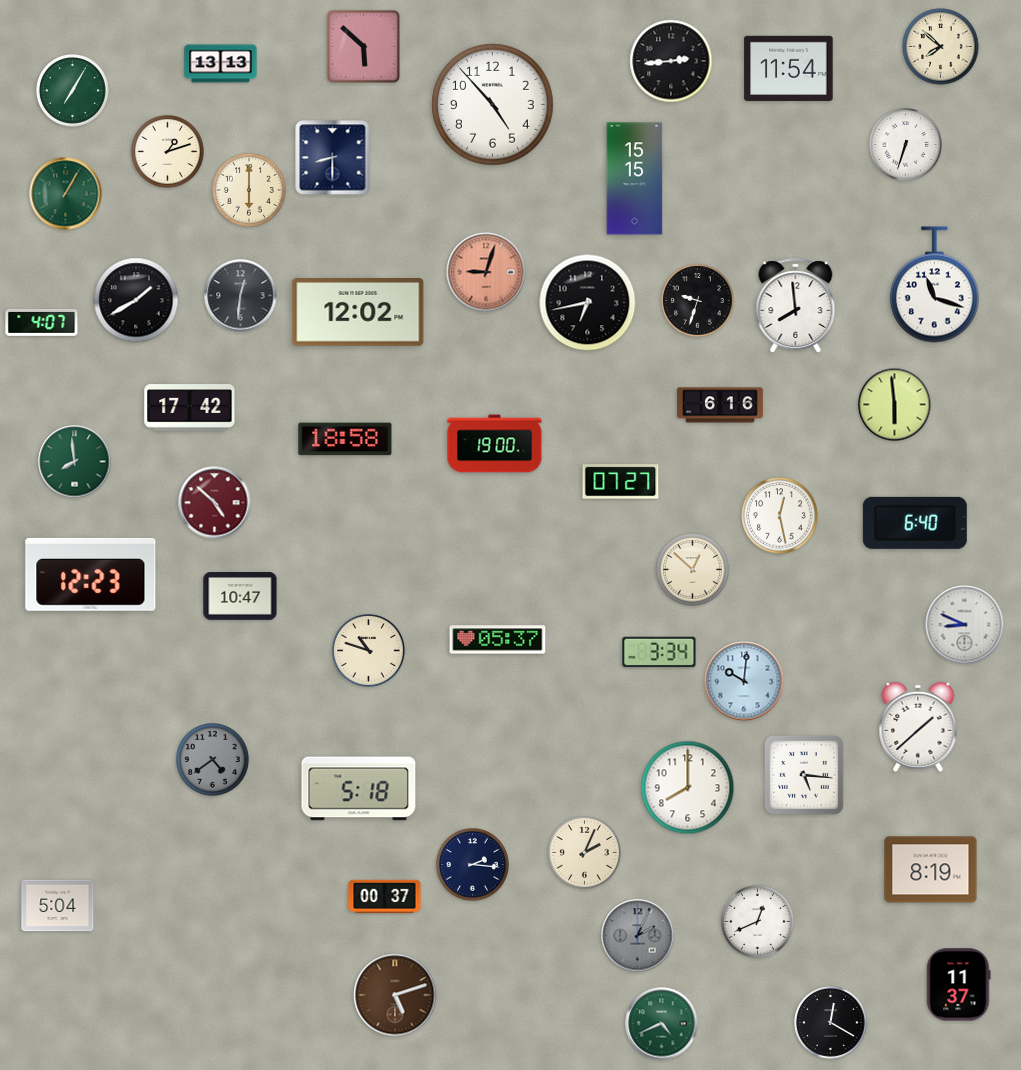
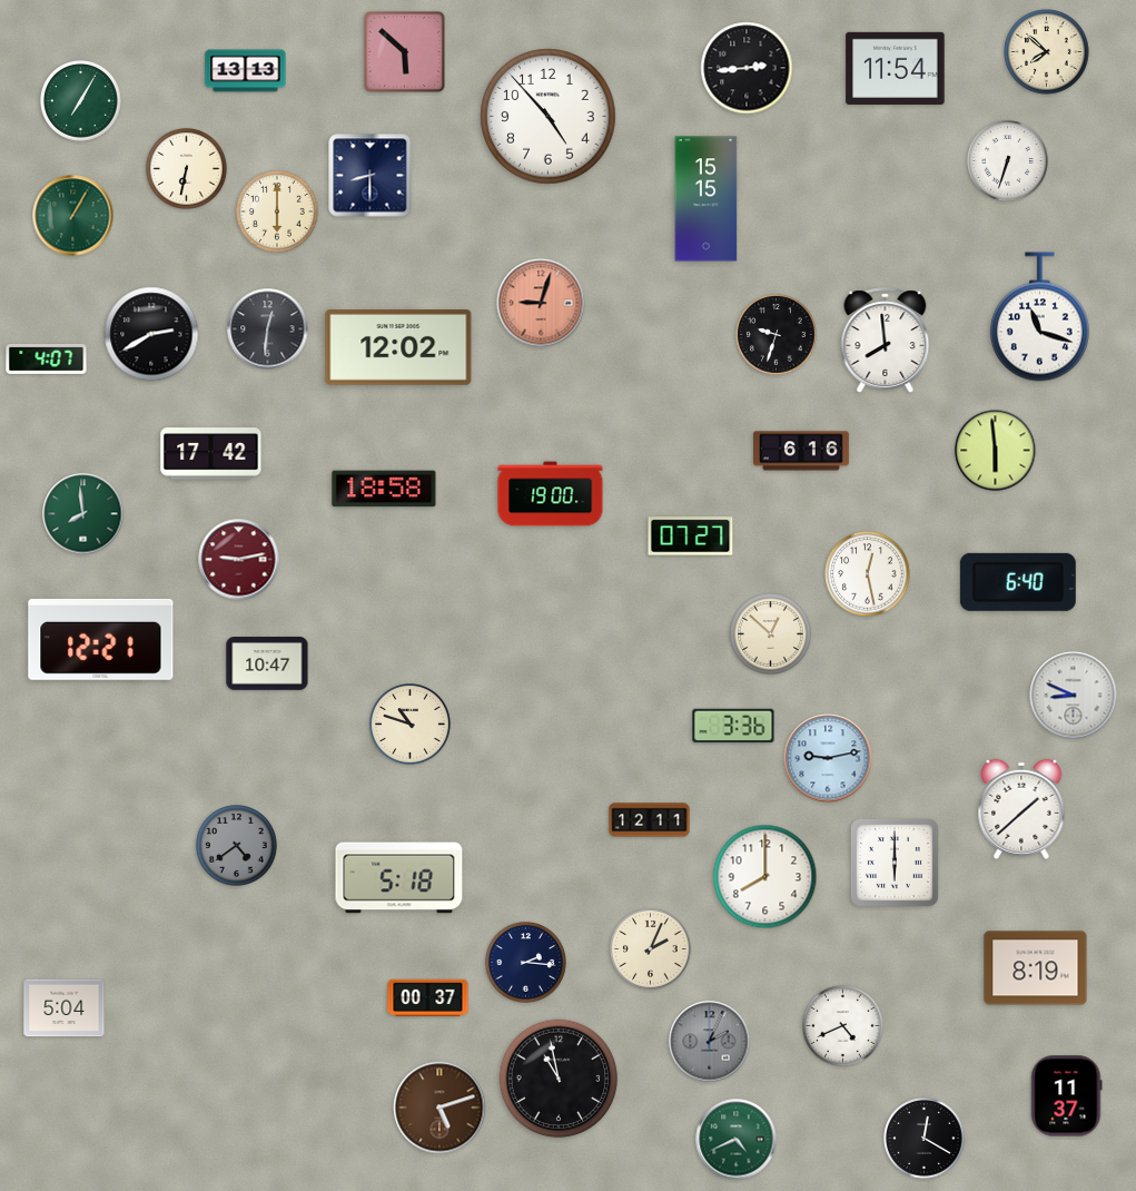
clock at (789, 68) position: (789, 68) -> (896, 68)
clock at (168, 152): 1:12 -> 6:32
clock at (136, 300): 1:40 -> 2:40
clock at (588, 303): 6:43 -> none
clock at (215, 503): 4:52 -> 9:13
clock at (91, 574): 12:23 -> 12:21
clock at (498, 640): 05:37 -> none
clock at (659, 652): 3:34 -> 3:36
clock at (744, 681): 10:01 -> 9:13
clock at (650, 820): none -> 12:11
clock at (805, 776): 5:16 -> 6:00
clock at (758, 922): 12:41 -> 4:41
clock at (559, 1079): none -> 10:58
